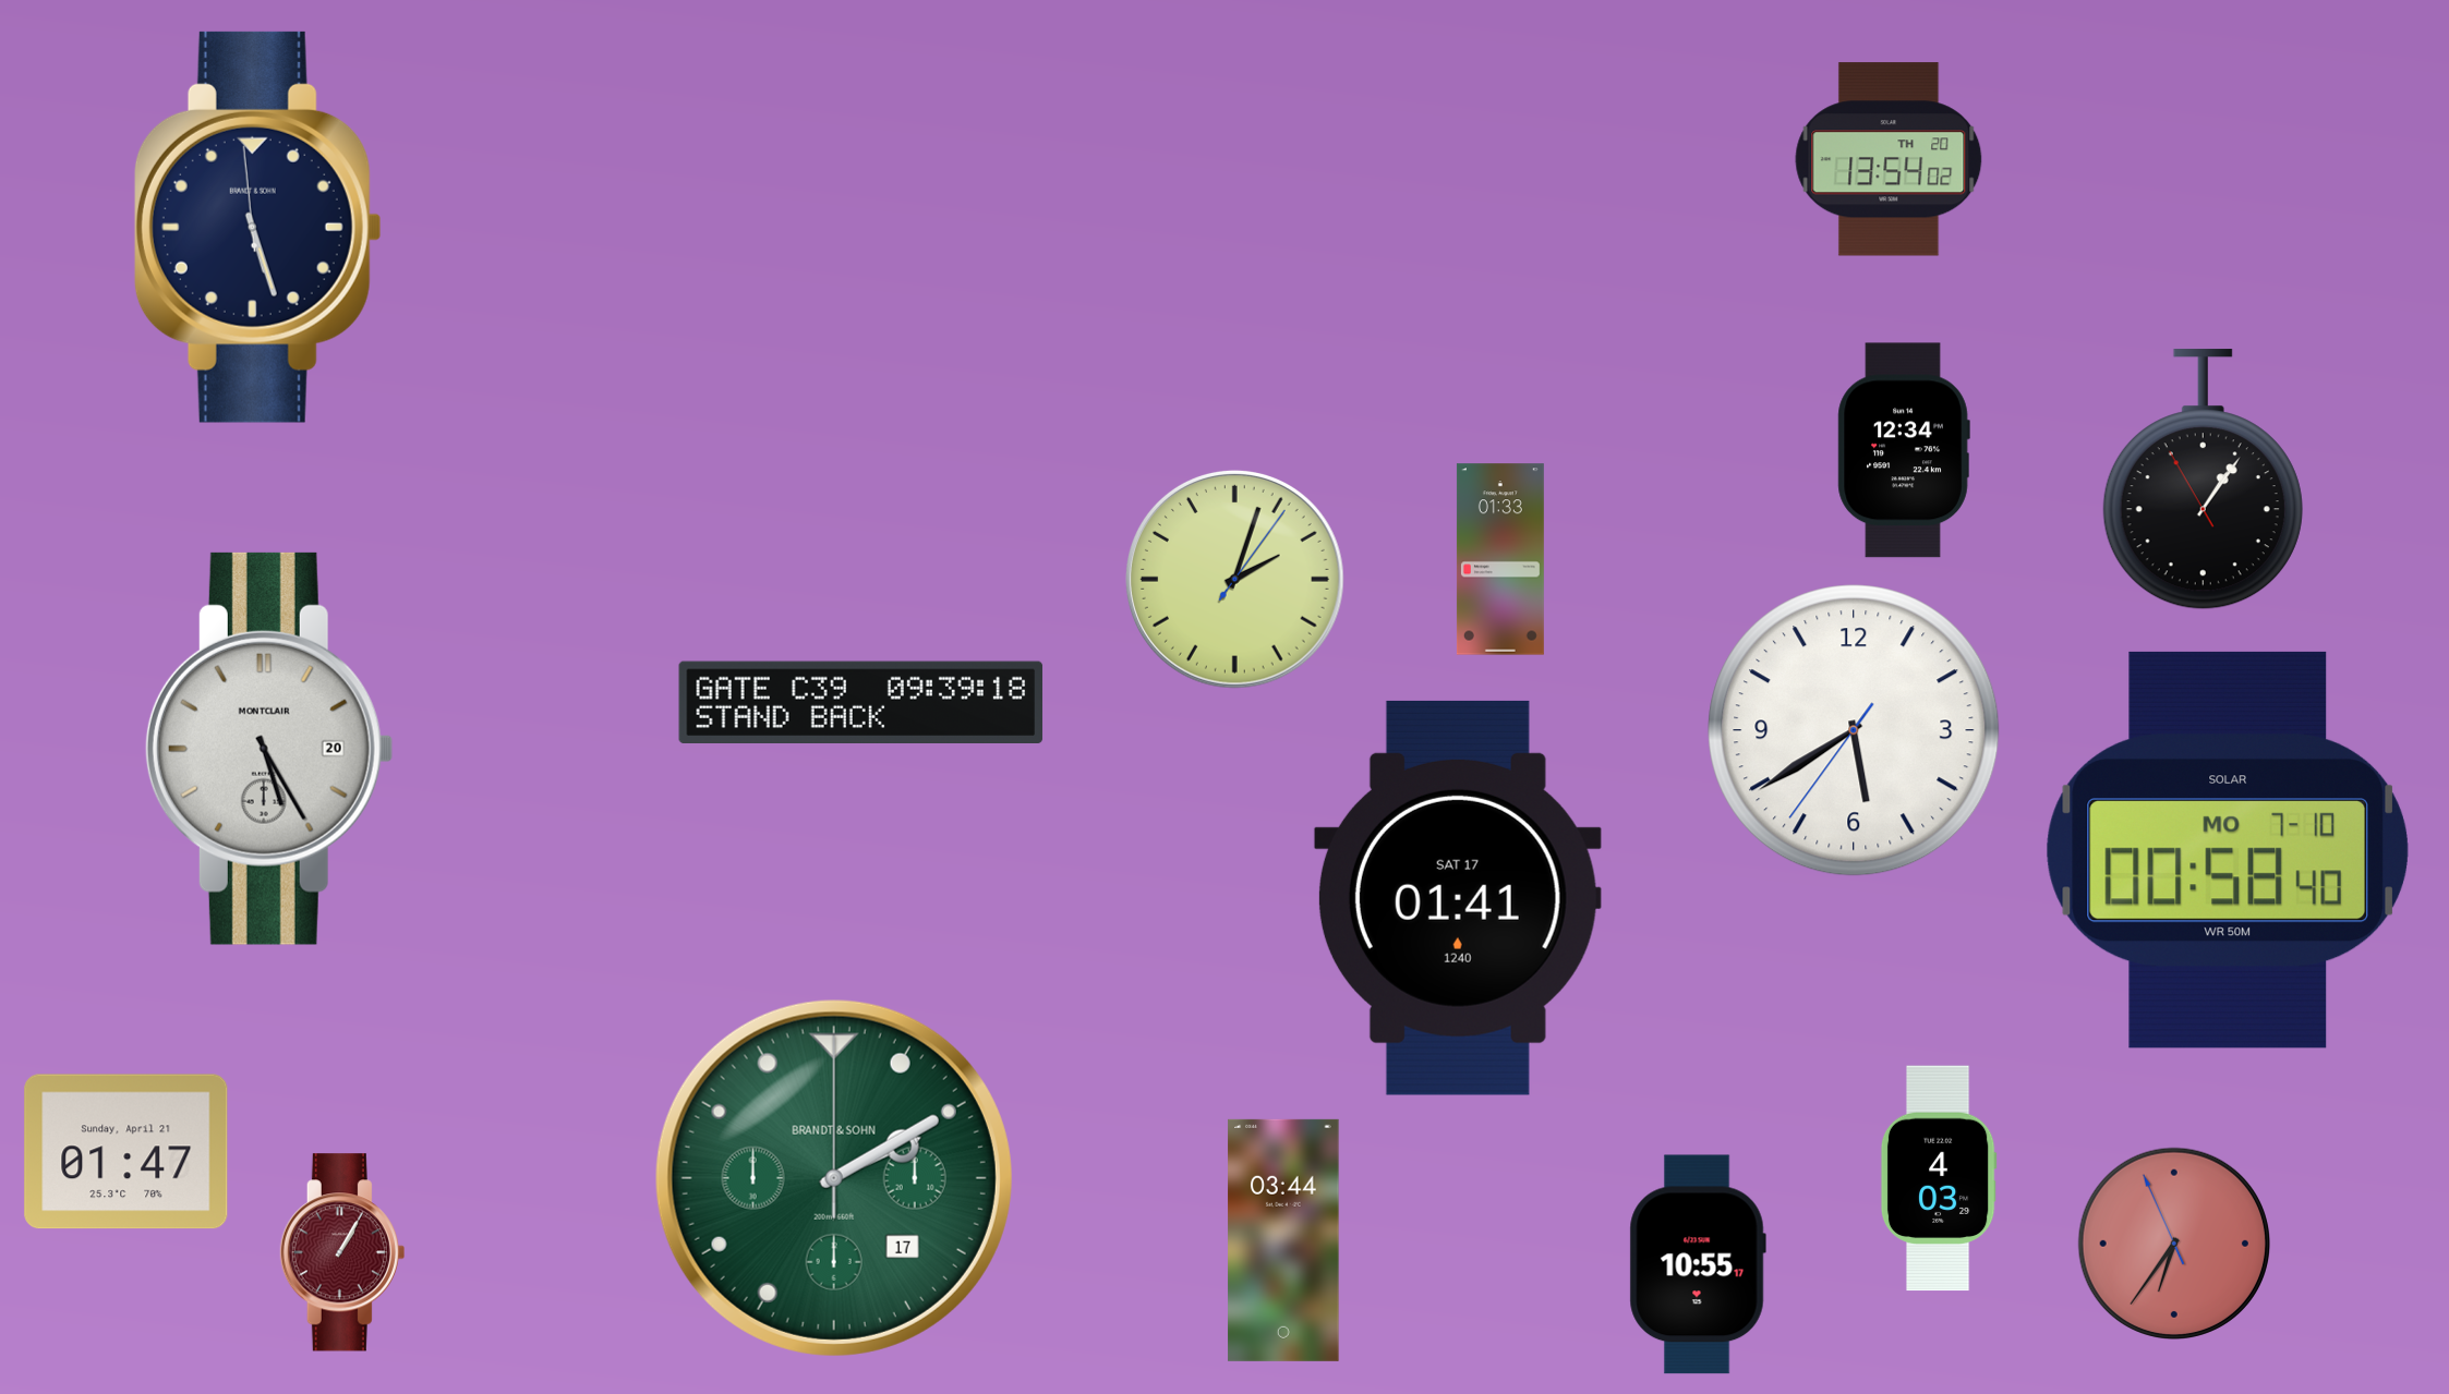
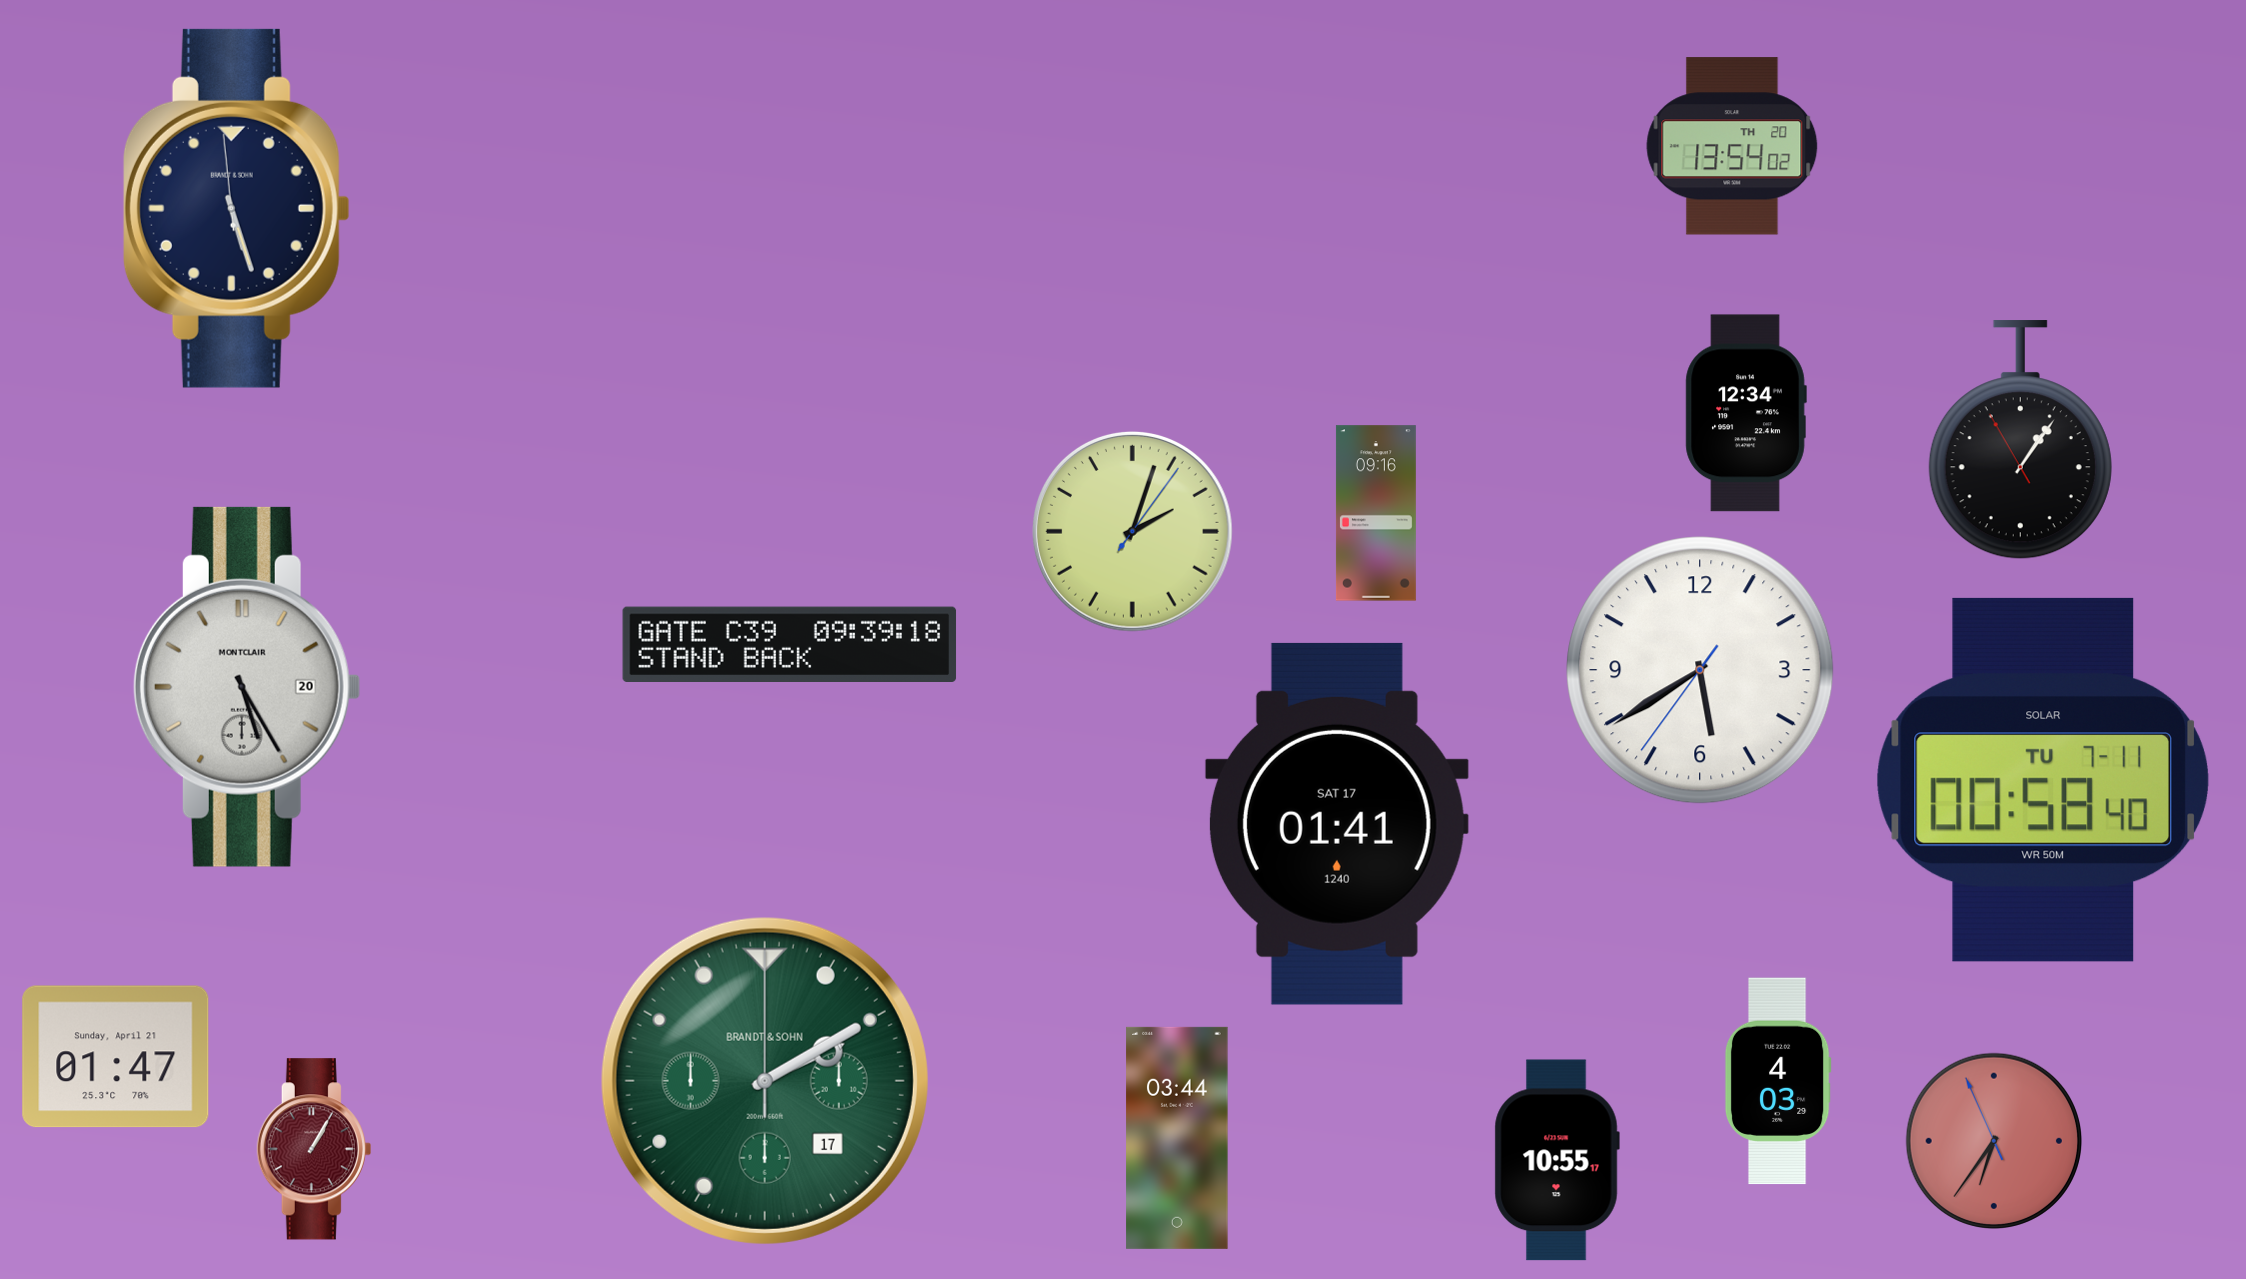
clock at (1500, 559): 01:33 -> 09:16
clock at (2228, 850) date: MO 7-10 -> TU 7-11
